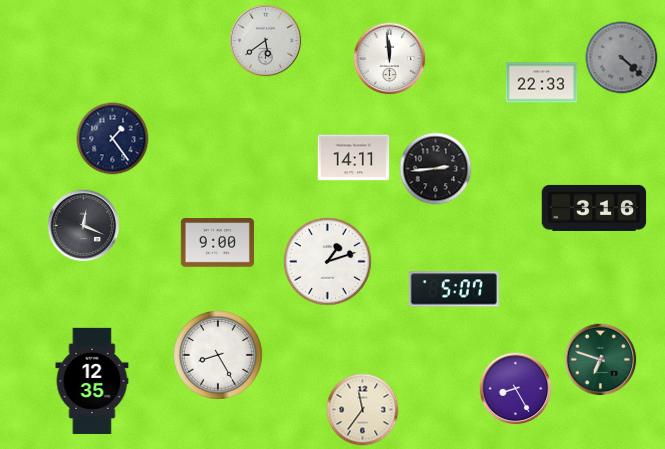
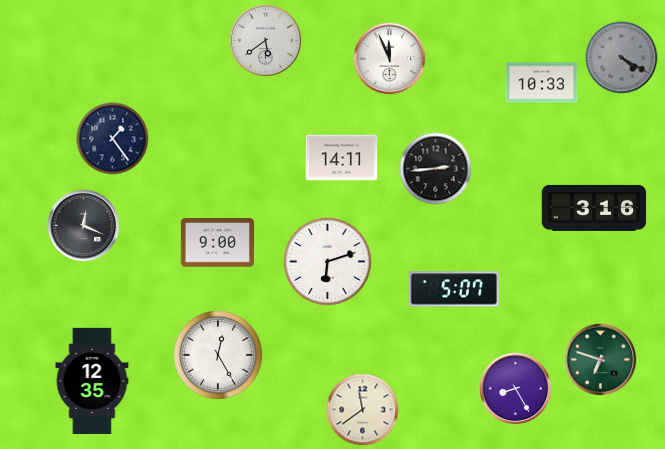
clock at (622, 58): 4:22 -> 4:20
clock at (390, 59): 11:59 -> 11:56
clock at (542, 83): 22:33 -> 10:33
clock at (354, 158) position: (354, 158) -> (342, 158)
clock at (328, 262): 1:12 -> 6:12
clock at (219, 356): 8:25 -> 12:25
clock at (363, 410): 11:36 -> 11:39
